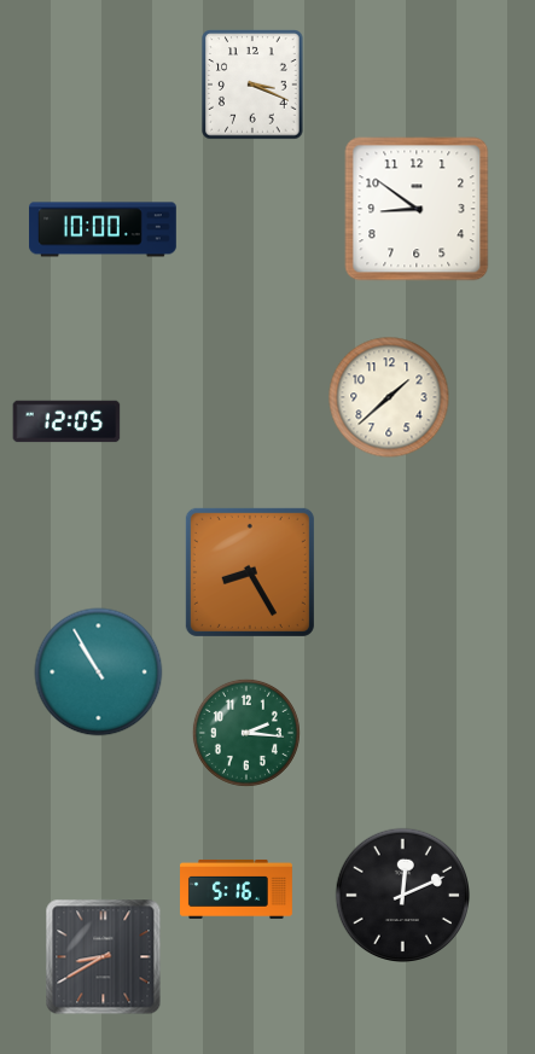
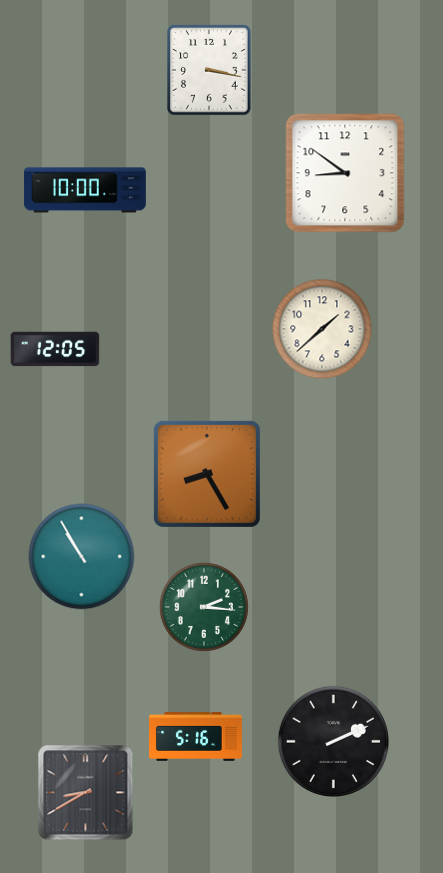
clock at (252, 85): 3:19 -> 3:17
clock at (402, 895): 12:11 -> 2:11
